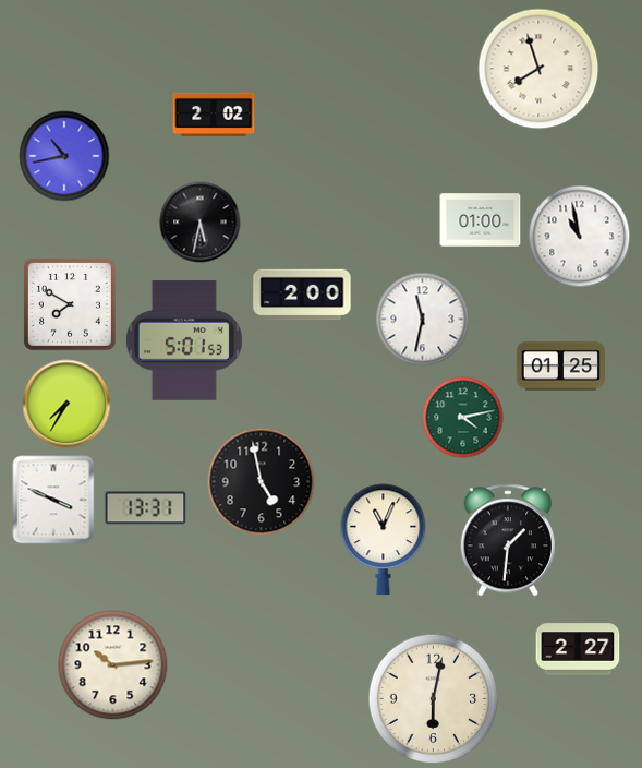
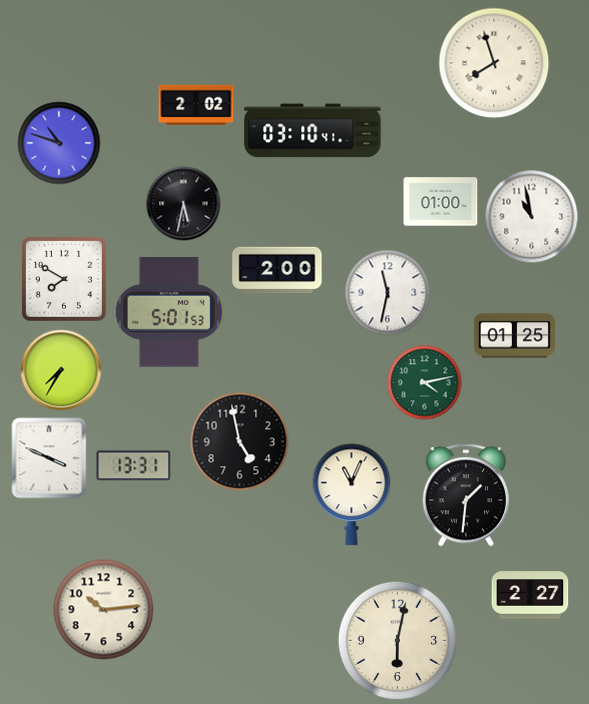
clock at (313, 131): none -> 03:10
clock at (64, 156): 10:43 -> 10:48
